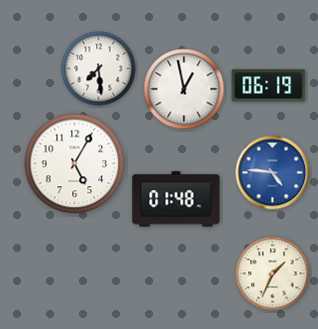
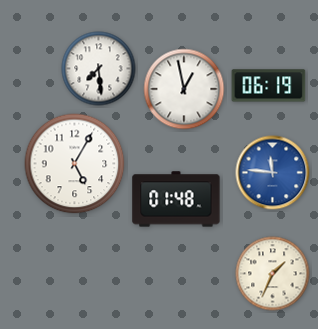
clock at (273, 173): 4:46 -> 11:46
